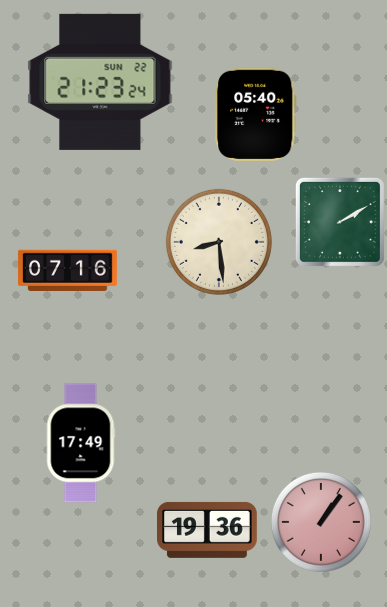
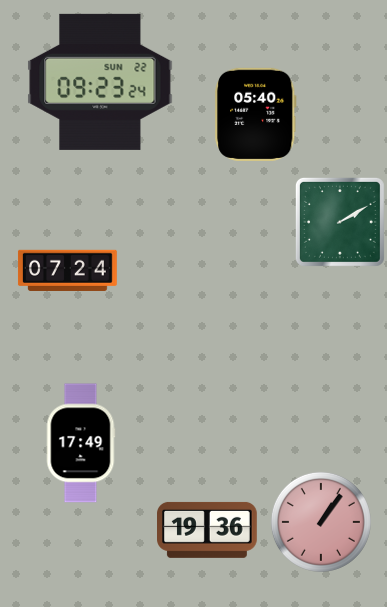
clock at (100, 82): 21:23 -> 09:23
clock at (219, 242): 8:29 -> none
clock at (67, 270): 07:16 -> 07:24
